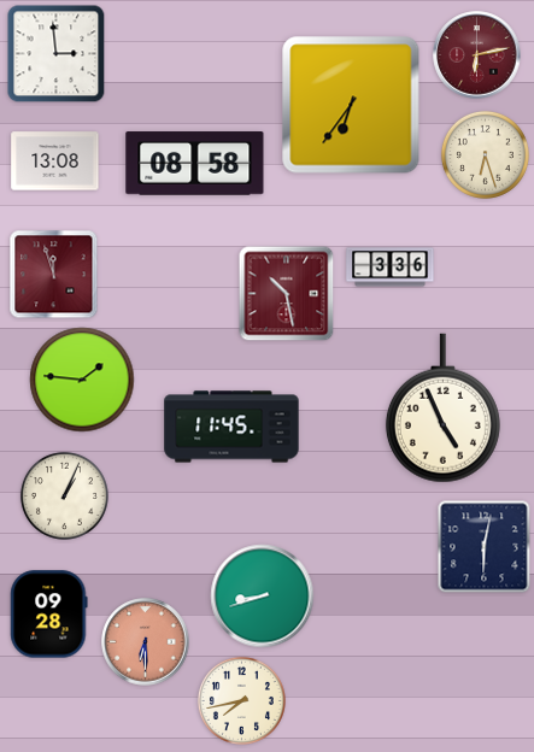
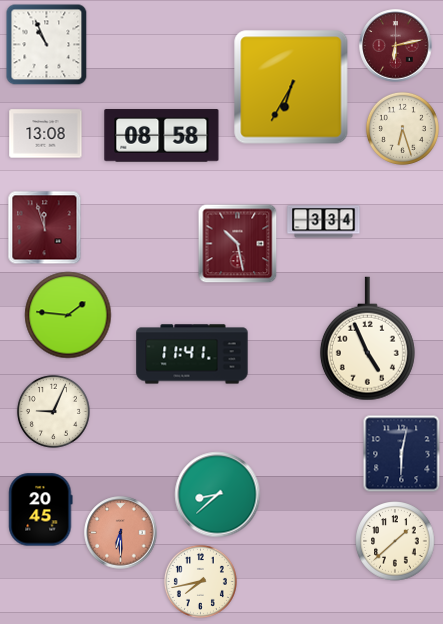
clock at (57, 54): 2:59 -> 10:56
clock at (351, 105): 6:36 -> 6:35
clock at (391, 268): 3:36 -> 3:34
clock at (231, 427): 11:45 -> 11:41
clock at (64, 495): 1:04 -> 9:04
clock at (263, 597): 8:42 -> 8:38
clock at (49, 615): 09:28 -> 20:45
clock at (395, 541): none -> 1:38
